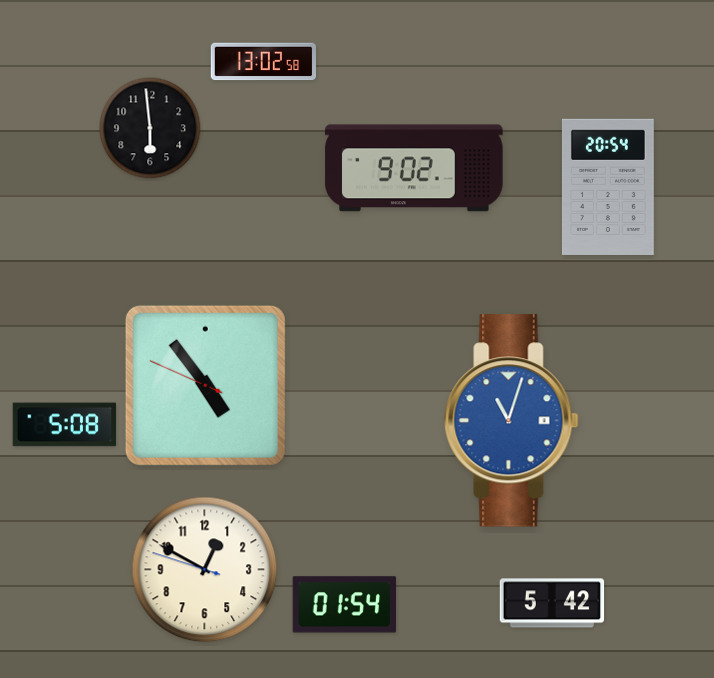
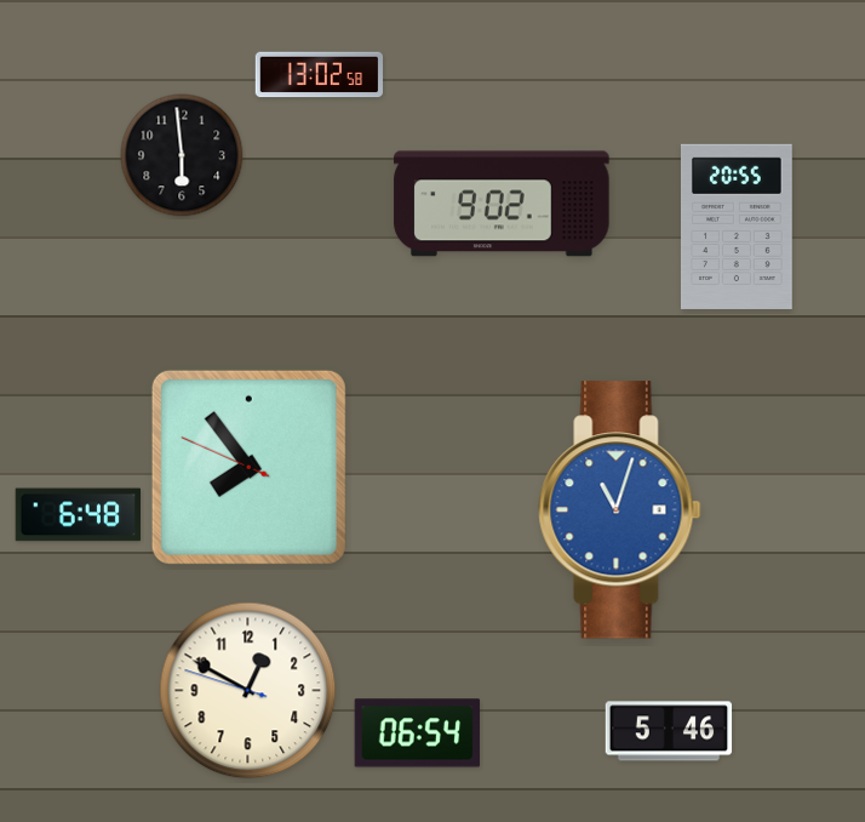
clock at (608, 186): 20:54 -> 20:55
clock at (205, 385): 4:53 -> 7:53
clock at (65, 425): 5:08 -> 6:48
clock at (552, 603): 5:42 -> 5:46
clock at (345, 605): 01:54 -> 06:54
